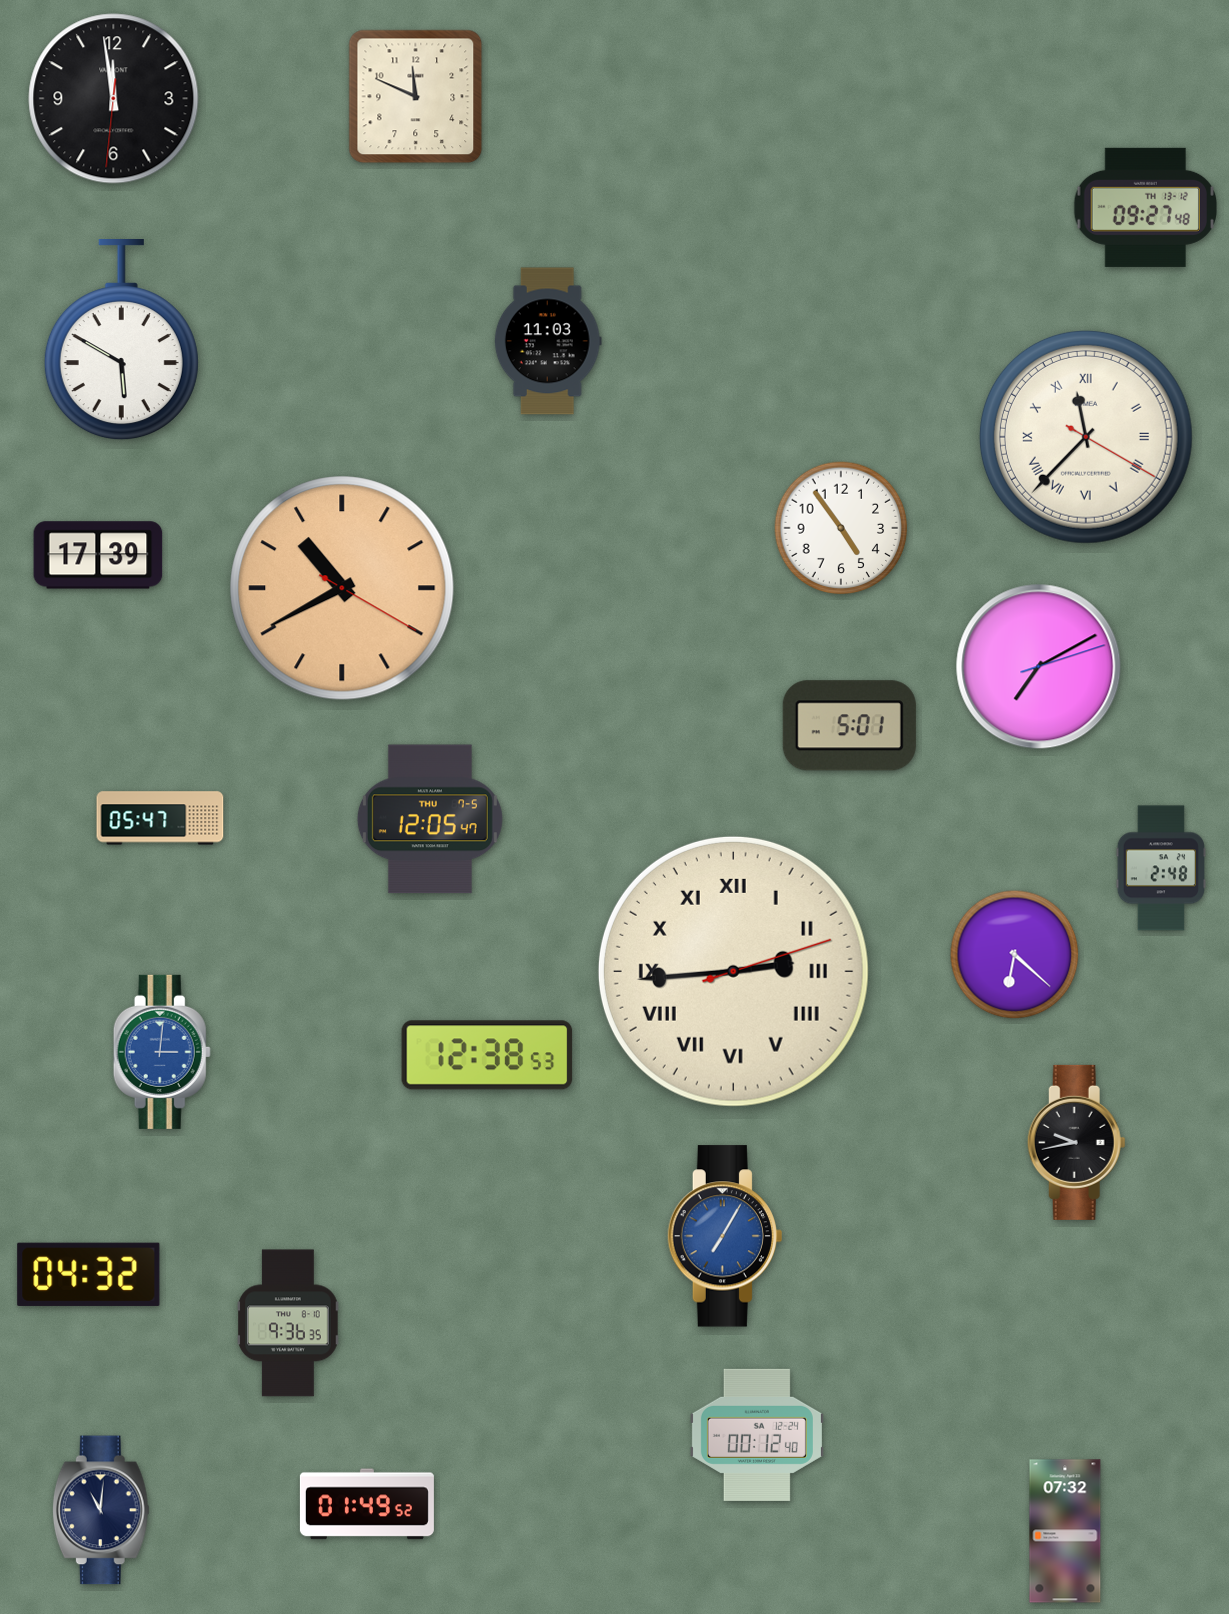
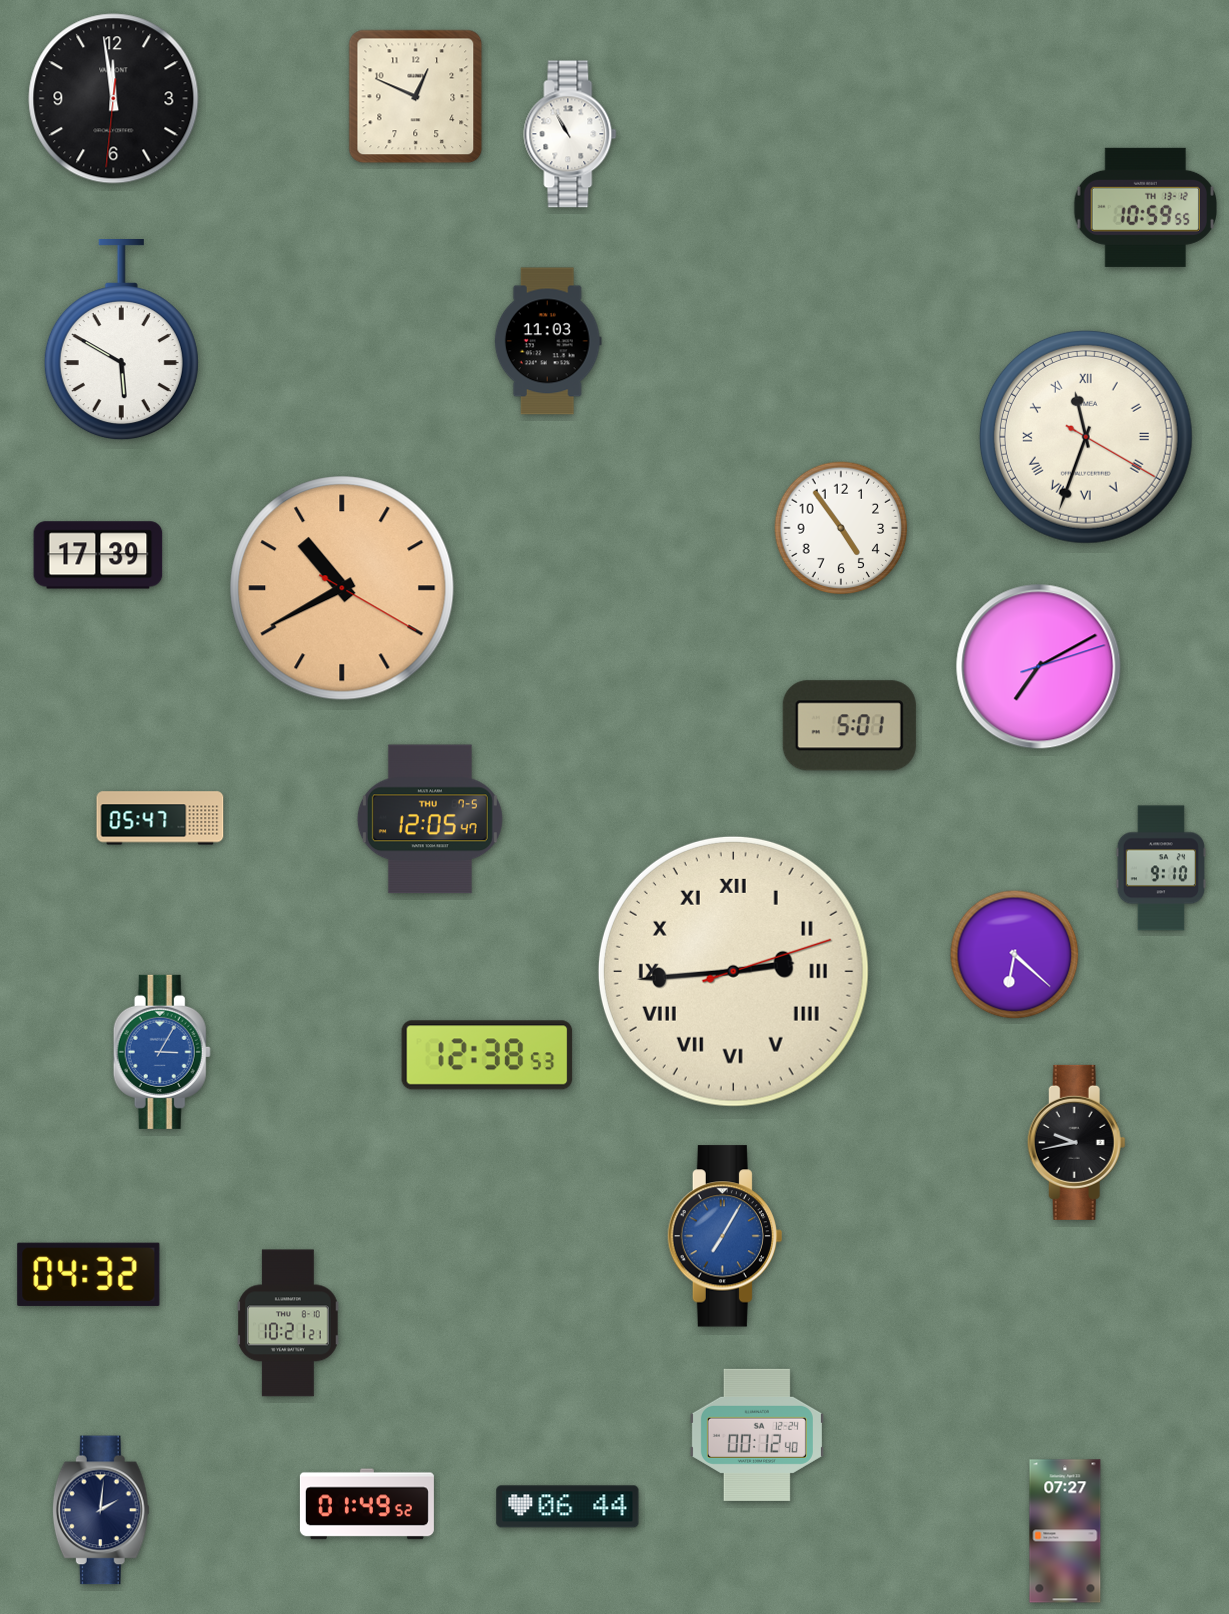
clock at (416, 97): 11:49 -> 12:49
clock at (570, 134): none -> 10:55
clock at (1145, 207): 09:27 -> 10:59
clock at (1086, 437): 11:37 -> 11:33
clock at (1160, 868): 2:48 -> 9:10
clock at (162, 1052): 3:01 -> 3:05
clock at (288, 1323): 9:36 -> 10:21
clock at (568, 1507): none -> 06:44
clock at (101, 1510): 11:01 -> 2:01
clock at (1065, 1531): 07:32 -> 07:27
